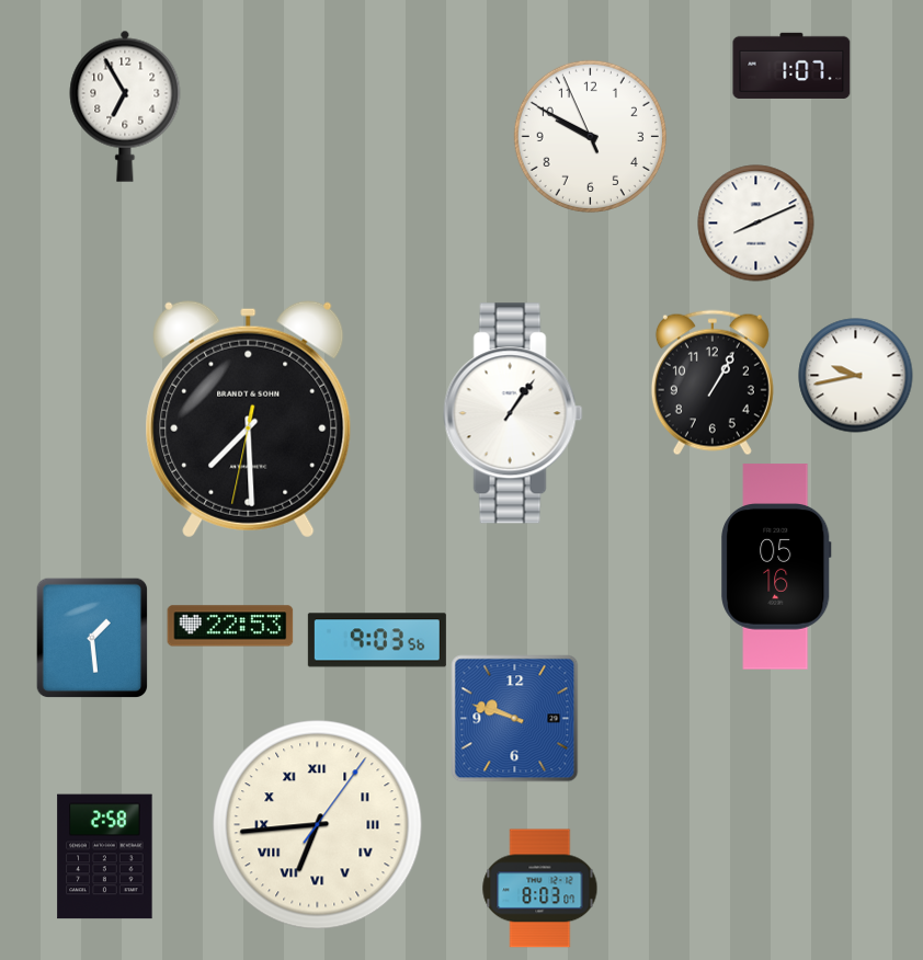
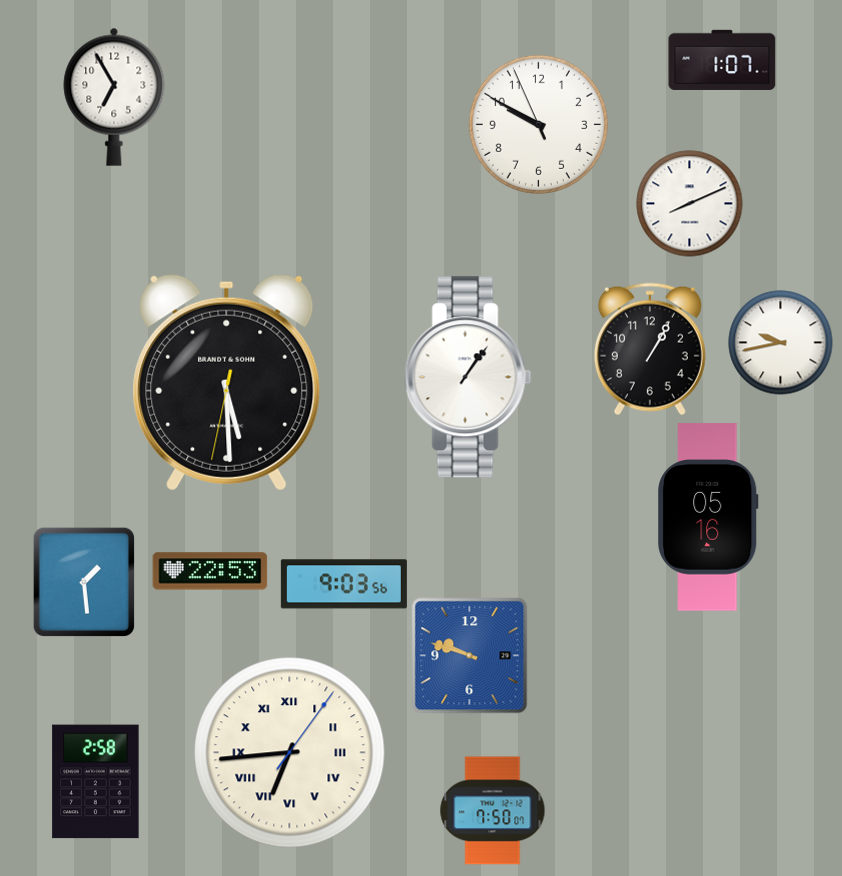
clock at (249, 419): 7:29 -> 5:29
clock at (540, 889): 8:03 -> 7:50
